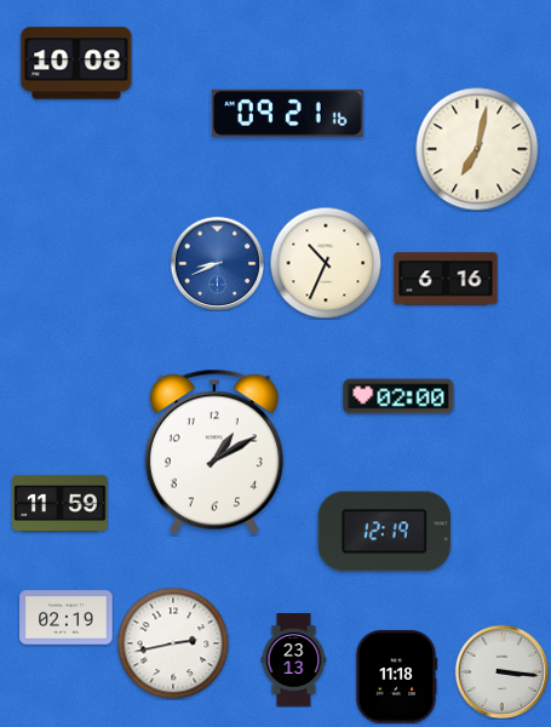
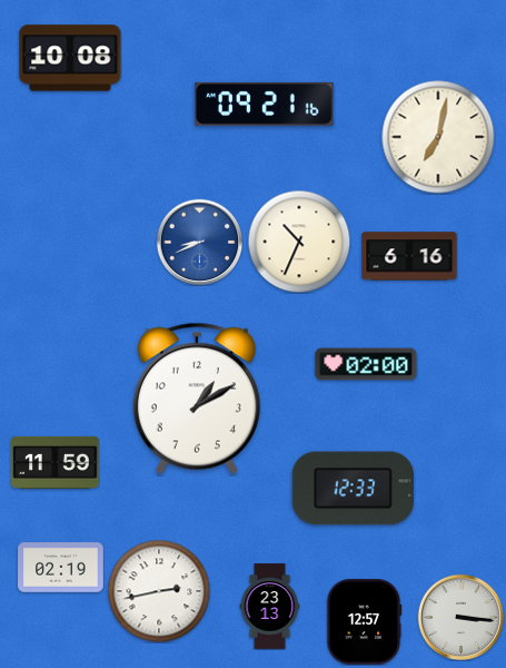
clock at (214, 452) position: (214, 452) -> (197, 399)
clock at (385, 532): 12:19 -> 12:33
clock at (396, 677): 11:18 -> 12:57
